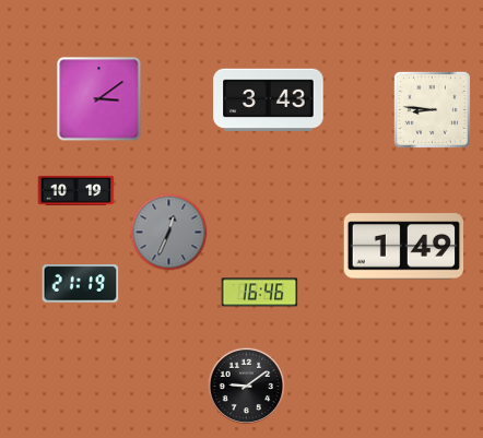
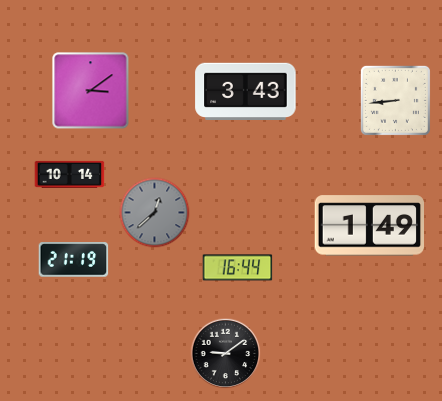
clock at (432, 109): 8:46 -> 8:44
clock at (76, 190): 10:19 -> 10:14
clock at (169, 233): 12:34 -> 12:38
clock at (260, 293): 16:46 -> 16:44
